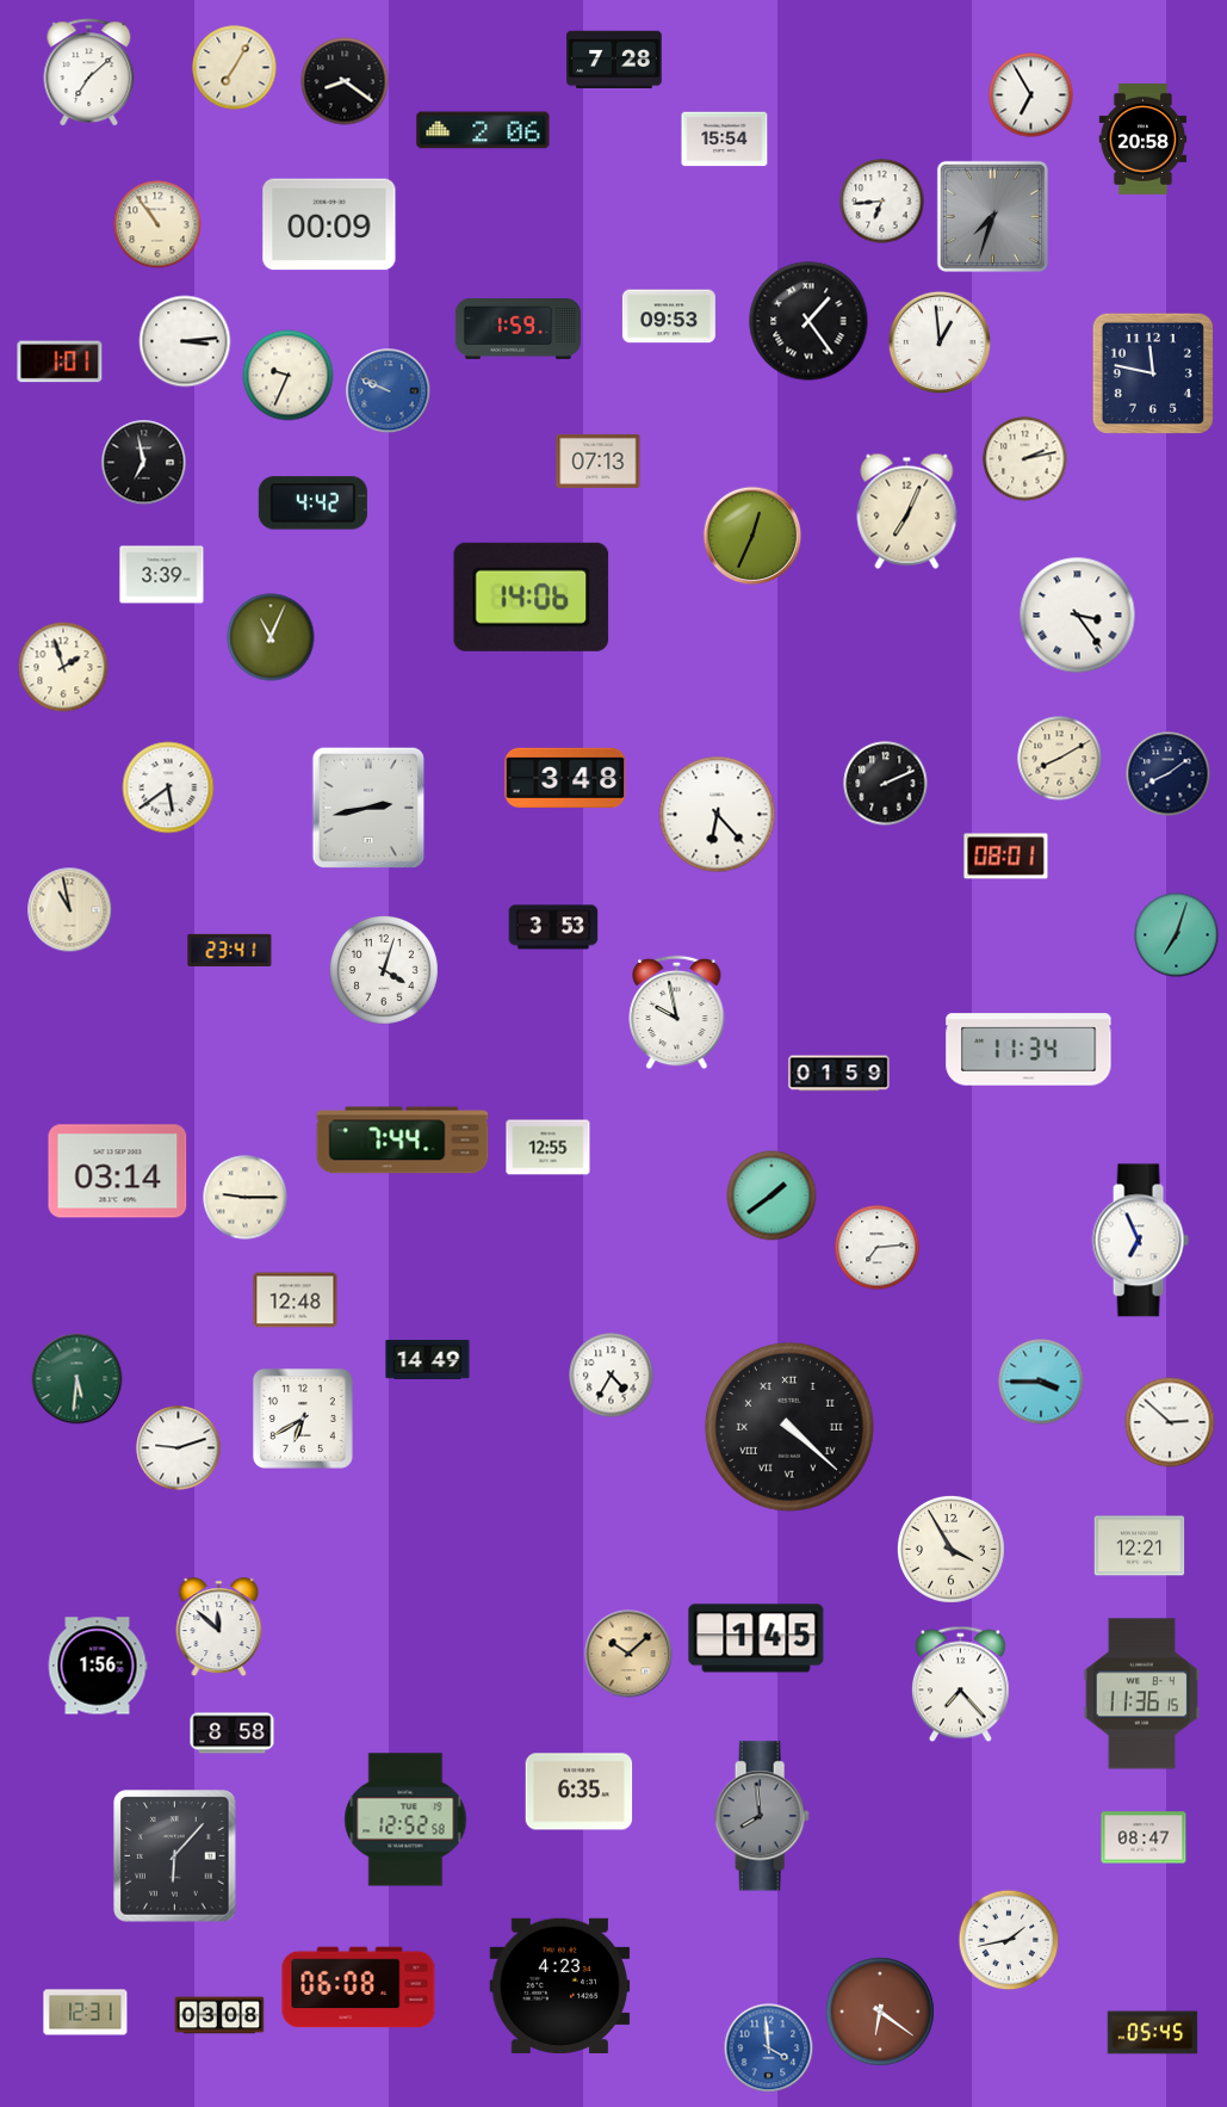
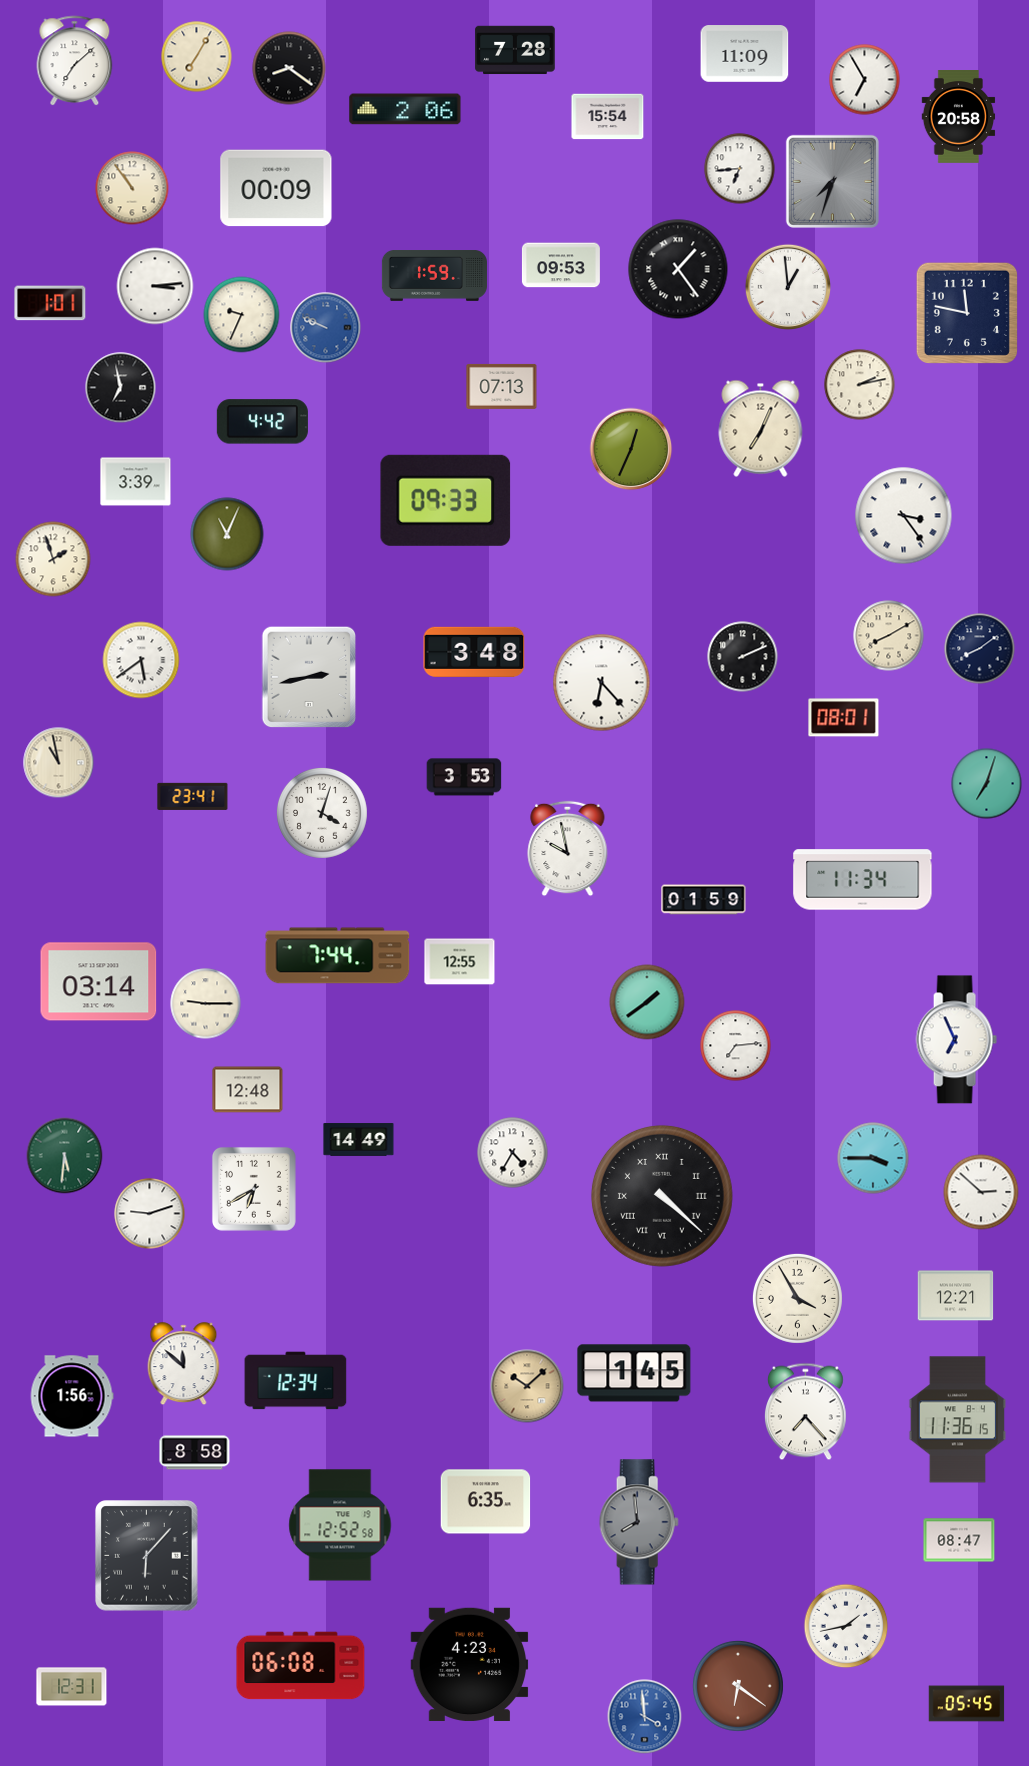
clock at (745, 54): none -> 11:09
clock at (532, 597): 14:06 -> 09:33
clock at (296, 1381): none -> 12:34
clock at (98, 1666) position: (98, 1666) -> (72, 1396)
clock at (219, 2015): 03:08 -> none
